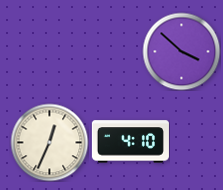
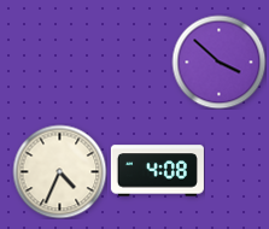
clock at (49, 142): 12:34 -> 4:34
clock at (130, 142): 4:10 -> 4:08
